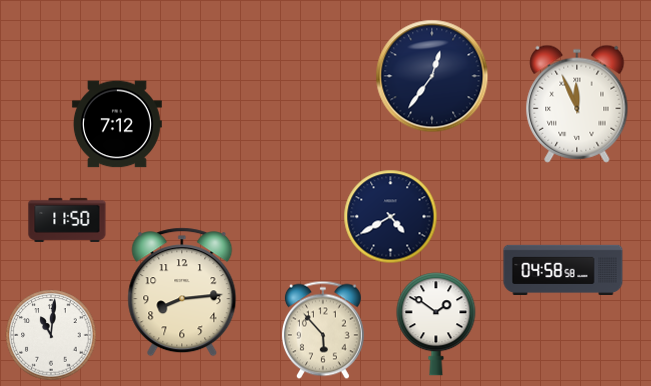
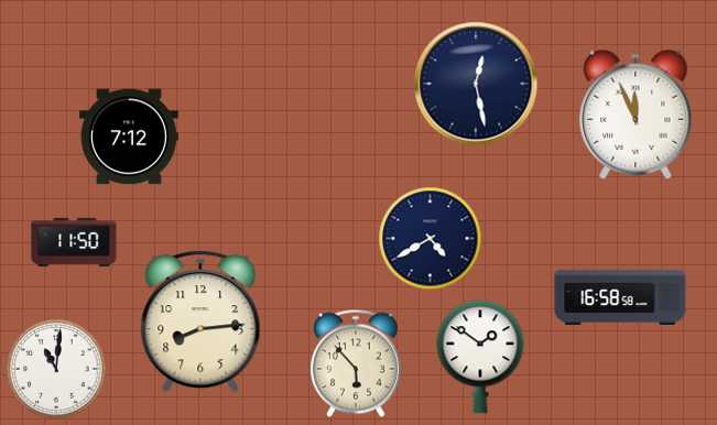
clock at (432, 76): 12:36 -> 12:28
clock at (563, 269): 04:58 -> 16:58
